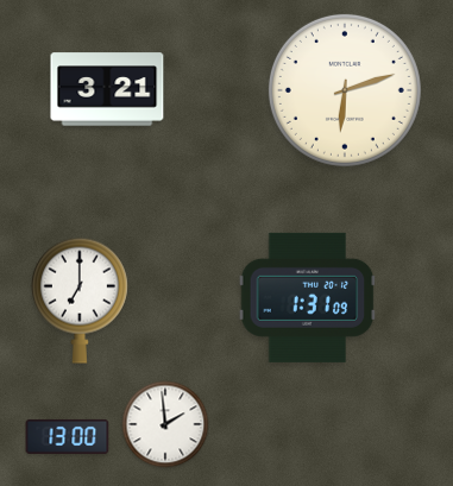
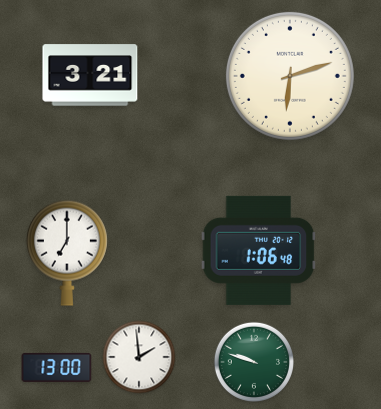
clock at (308, 297): 1:31 -> 1:06
clock at (253, 361): none -> 9:48
